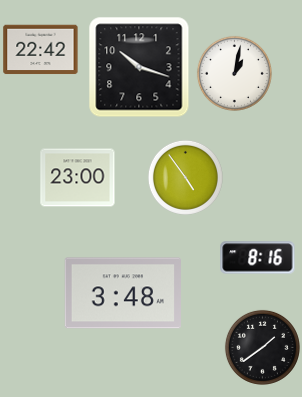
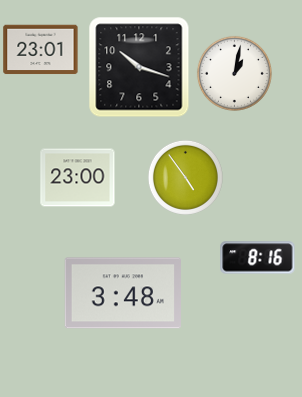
clock at (41, 50): 22:42 -> 23:01
clock at (262, 347): 1:39 -> none
